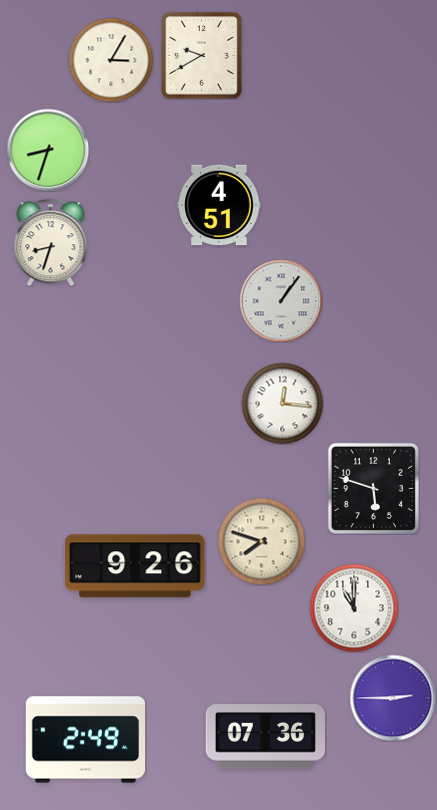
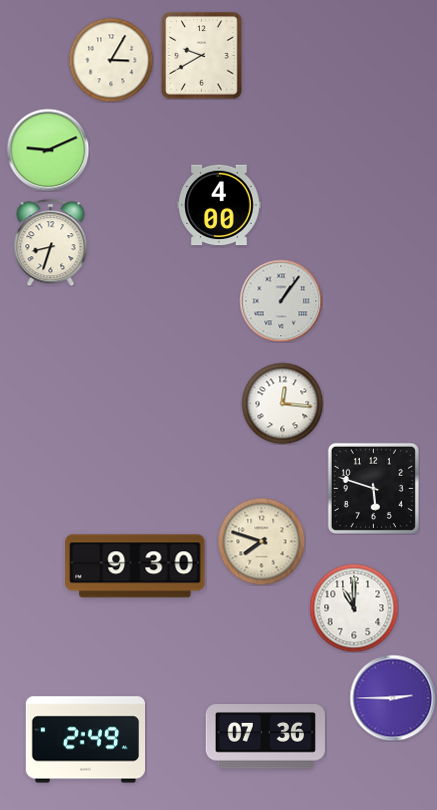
clock at (48, 150): 8:33 -> 9:11
clock at (219, 205): 4:51 -> 4:00
clock at (135, 566): 9:26 -> 9:30
